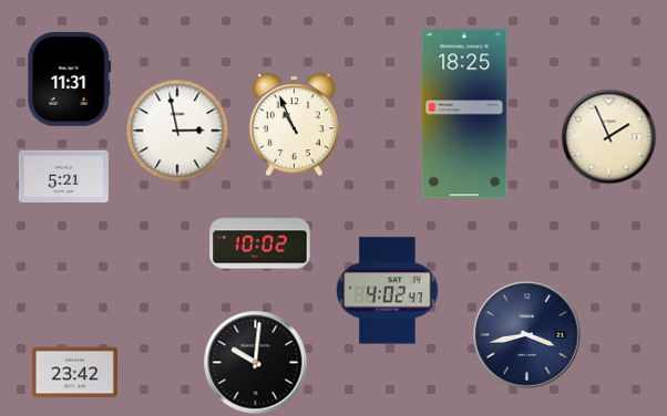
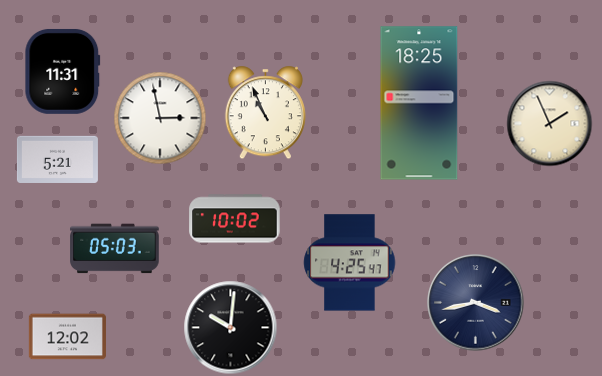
clock at (115, 249): none -> 05:03
clock at (388, 291): 4:02 -> 4:25
clock at (74, 373): 23:42 -> 12:02
